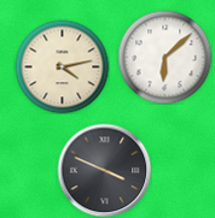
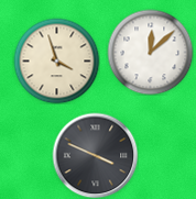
clock at (164, 57): 6:08 -> 12:08
clock at (62, 66): 4:13 -> 3:57
